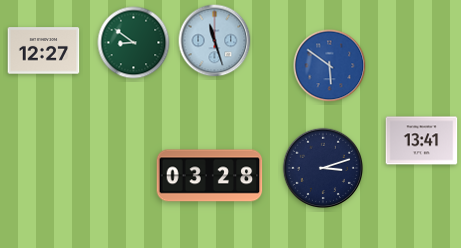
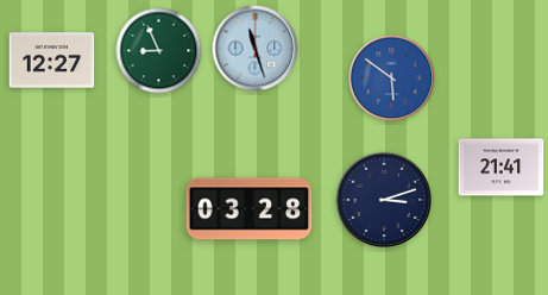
clock at (134, 43): 8:51 -> 8:56
clock at (422, 141): 13:41 -> 21:41
